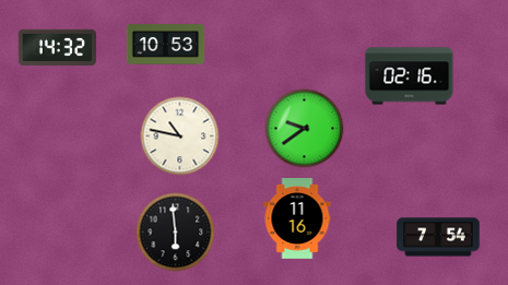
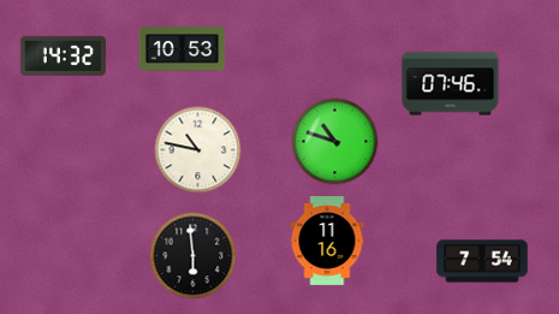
clock at (57, 47) position: (57, 47) -> (63, 55)
clock at (410, 76): 02:16 -> 07:46
clock at (305, 129): 9:39 -> 10:48
